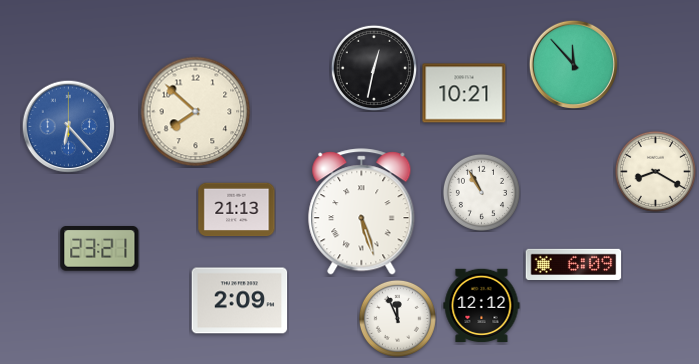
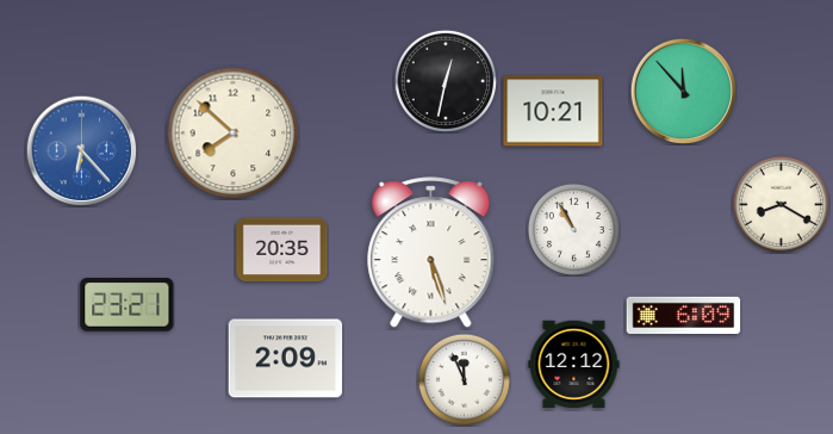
clock at (573, 64) position: (573, 64) -> (683, 91)
clock at (237, 210): 21:13 -> 20:35
clock at (100, 249) position: (100, 249) -> (128, 305)
clock at (397, 318) position: (397, 318) -> (464, 379)
